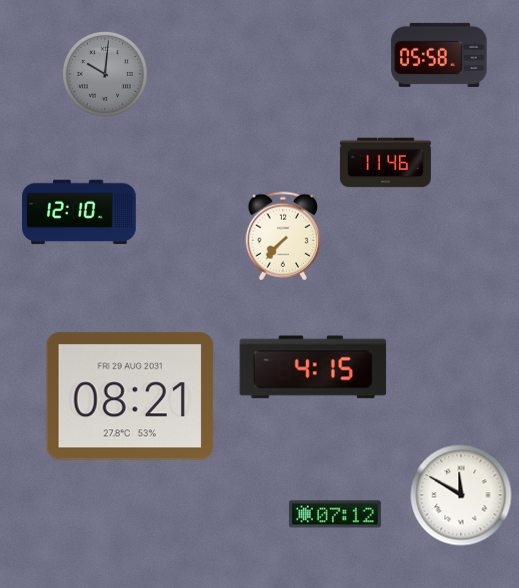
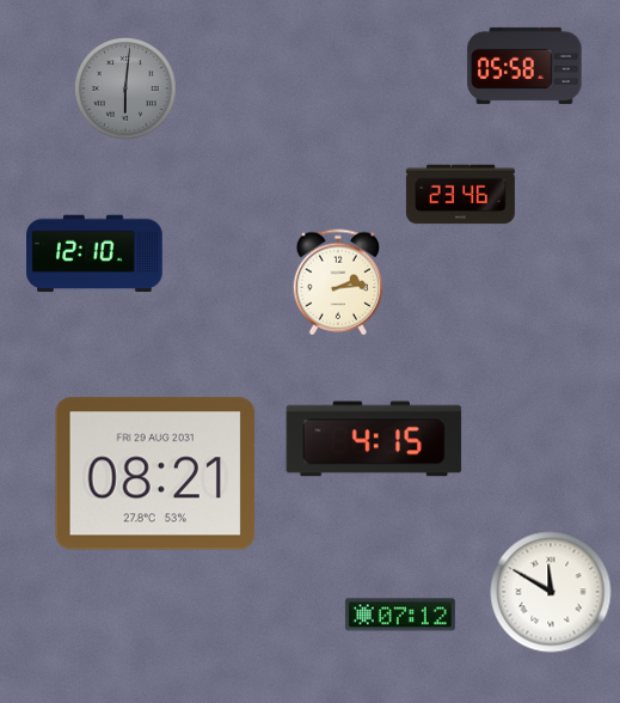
clock at (105, 74): 10:01 -> 6:01
clock at (385, 163): 11:46 -> 23:46
clock at (283, 236): 7:37 -> 2:14
